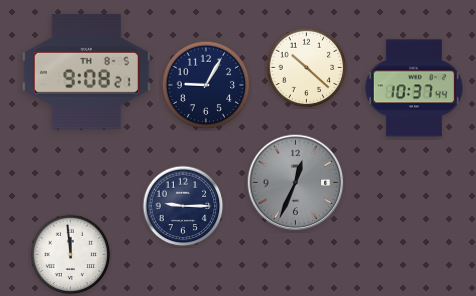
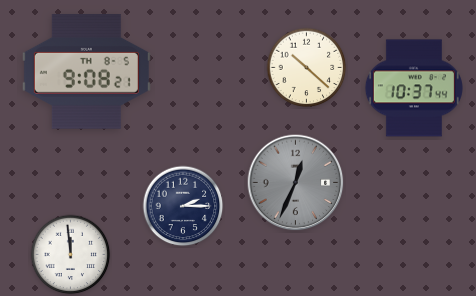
clock at (206, 85): 9:05 -> none
clock at (183, 206): 9:15 -> 2:15
